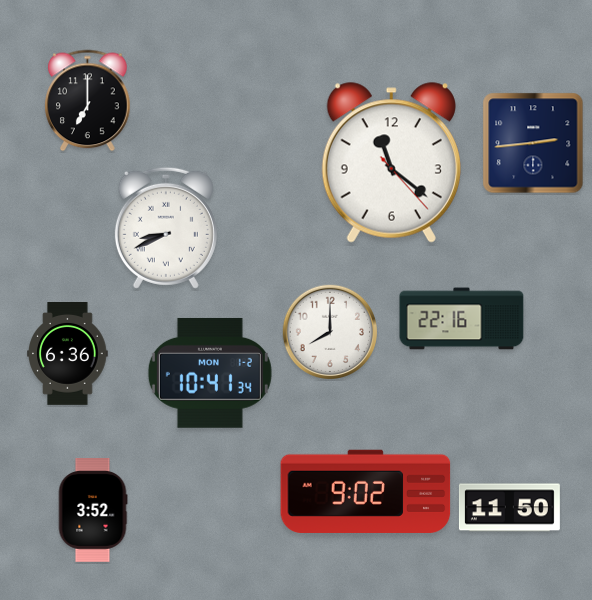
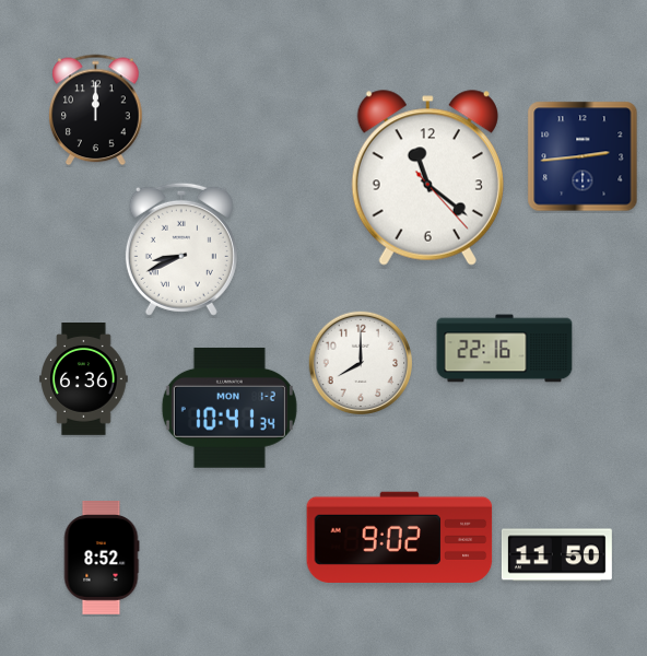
clock at (88, 101): 7:00 -> 12:00
clock at (68, 354) position: (68, 354) -> (84, 379)
clock at (93, 510): 3:52 -> 8:52
